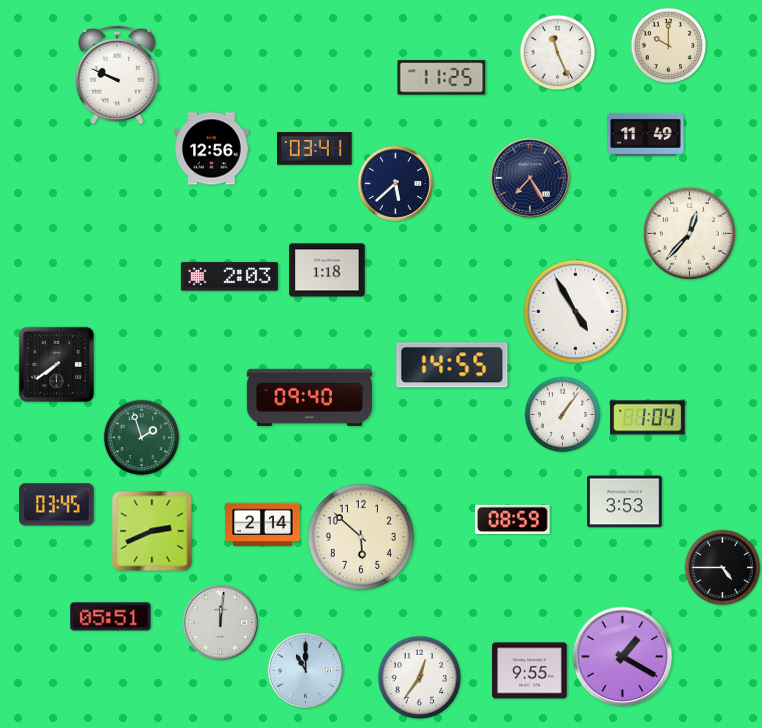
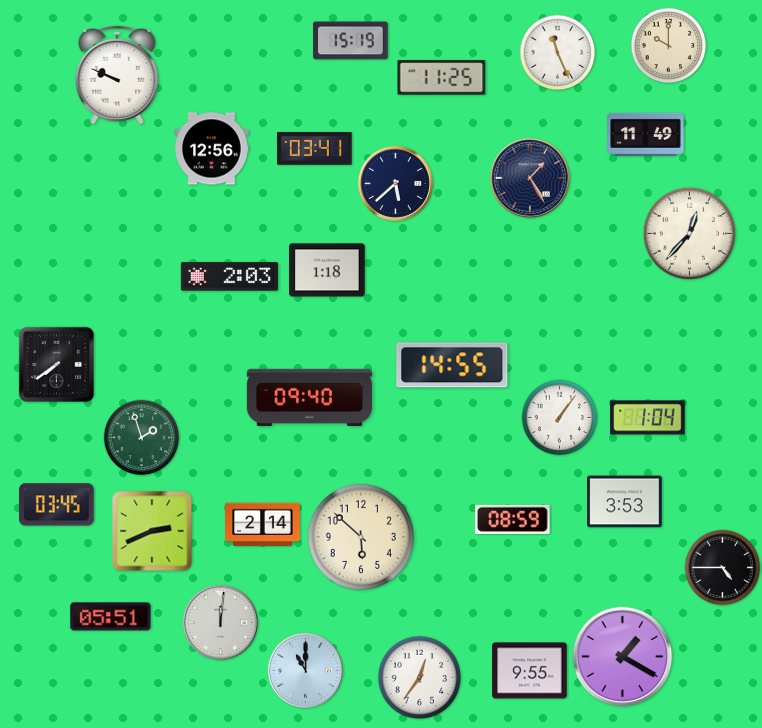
clock at (351, 41): none -> 15:19
clock at (530, 178): 7:25 -> 1:25
clock at (575, 311): 4:55 -> none
clock at (563, 415) position: (563, 415) -> (560, 418)
